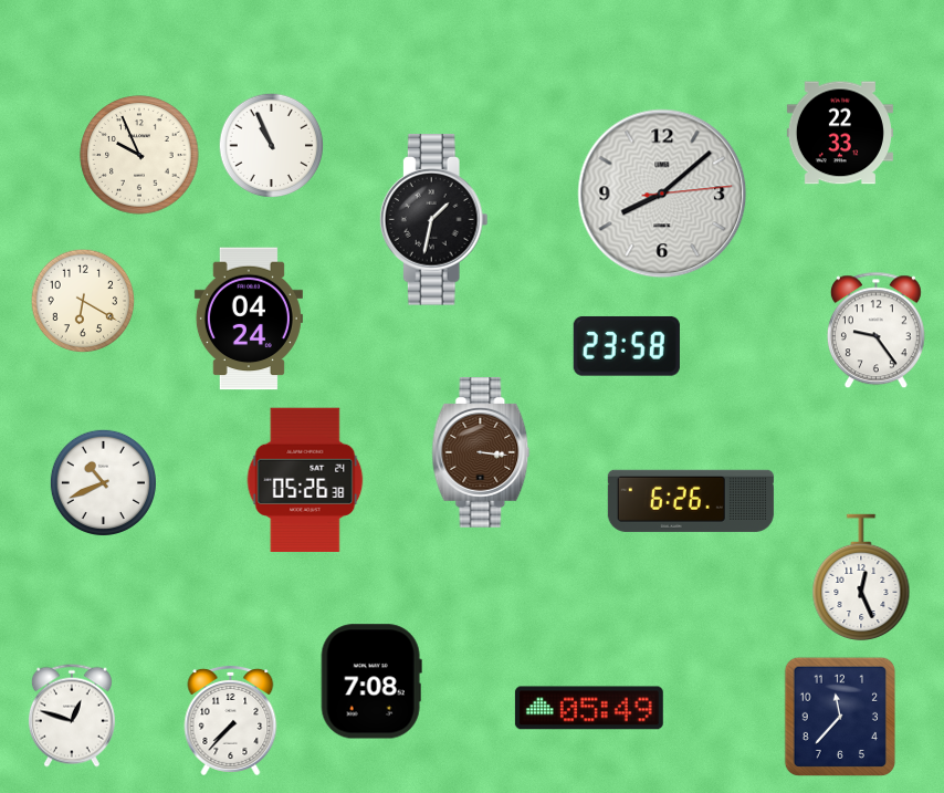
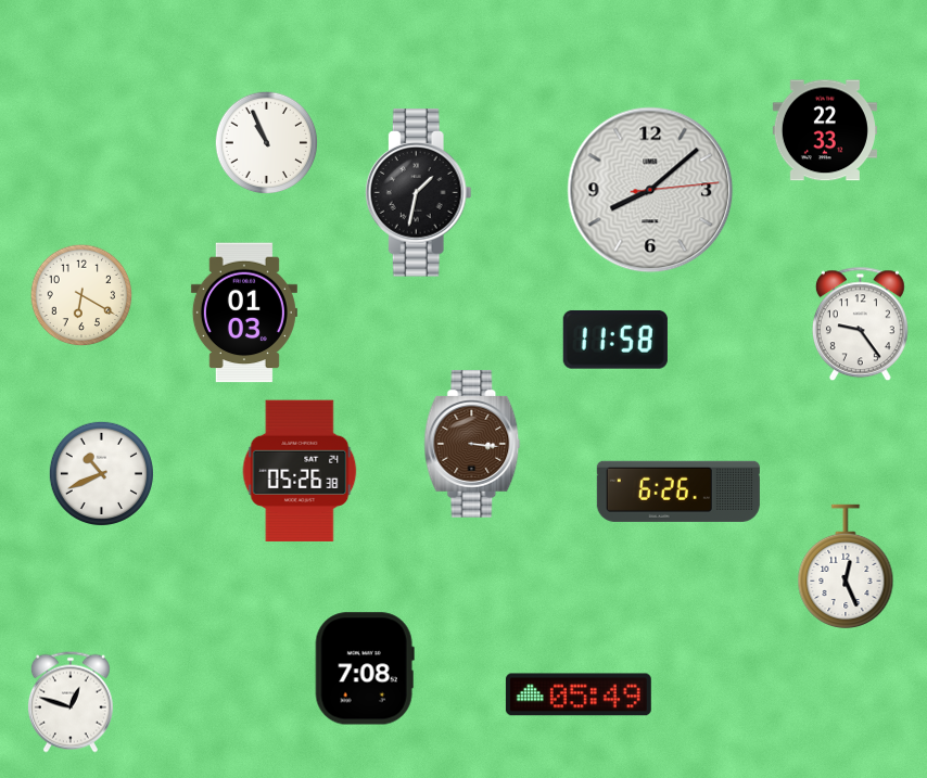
clock at (139, 155): 9:56 -> none
clock at (433, 220) position: (433, 220) -> (418, 193)
clock at (249, 319): 04:24 -> 01:03
clock at (627, 346): 23:58 -> 11:58
clock at (839, 717): 11:37 -> none
clock at (231, 720): 7:37 -> none
